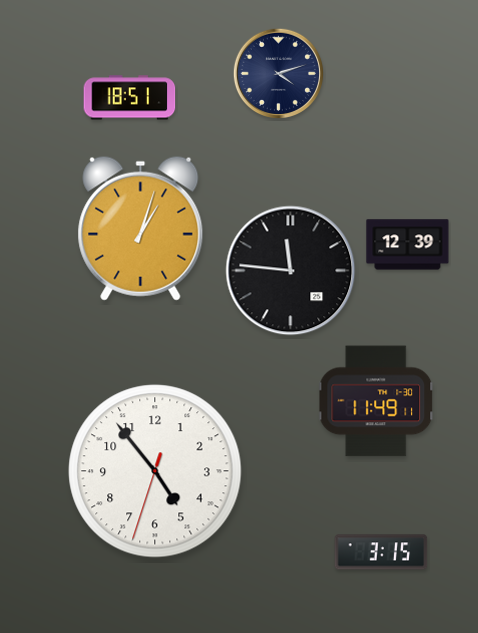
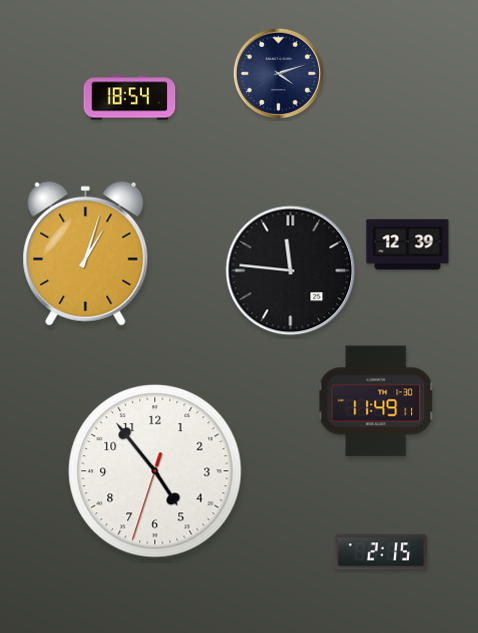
clock at (130, 98): 18:51 -> 18:54
clock at (141, 228) position: (141, 228) -> (86, 253)
clock at (381, 552): 3:15 -> 2:15
